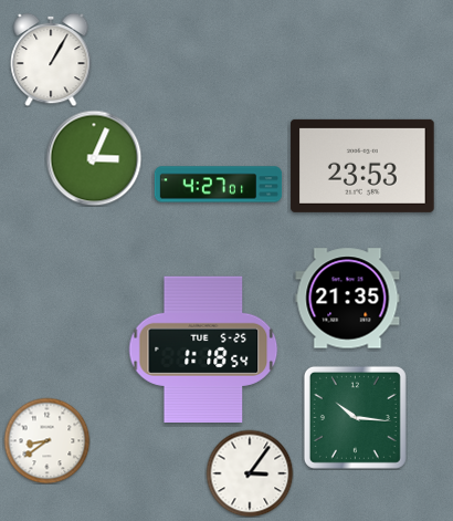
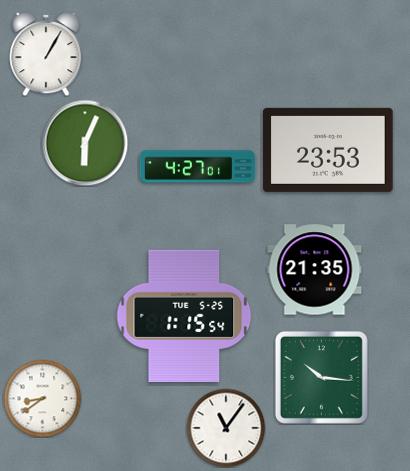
clock at (94, 158): 3:04 -> 6:04
clock at (203, 350): 1:18 -> 1:15
clock at (250, 473): 3:06 -> 11:06
